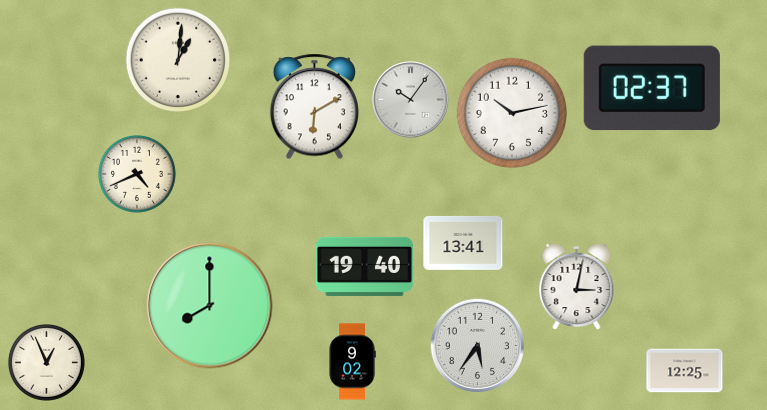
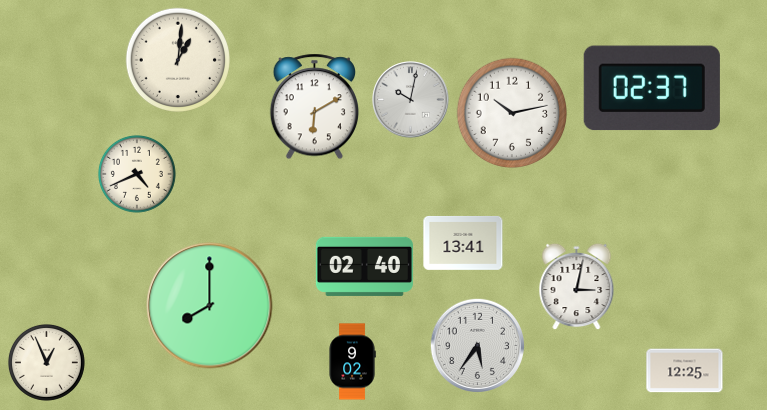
clock at (411, 100): 10:06 -> 10:02
clock at (364, 266): 19:40 -> 02:40
